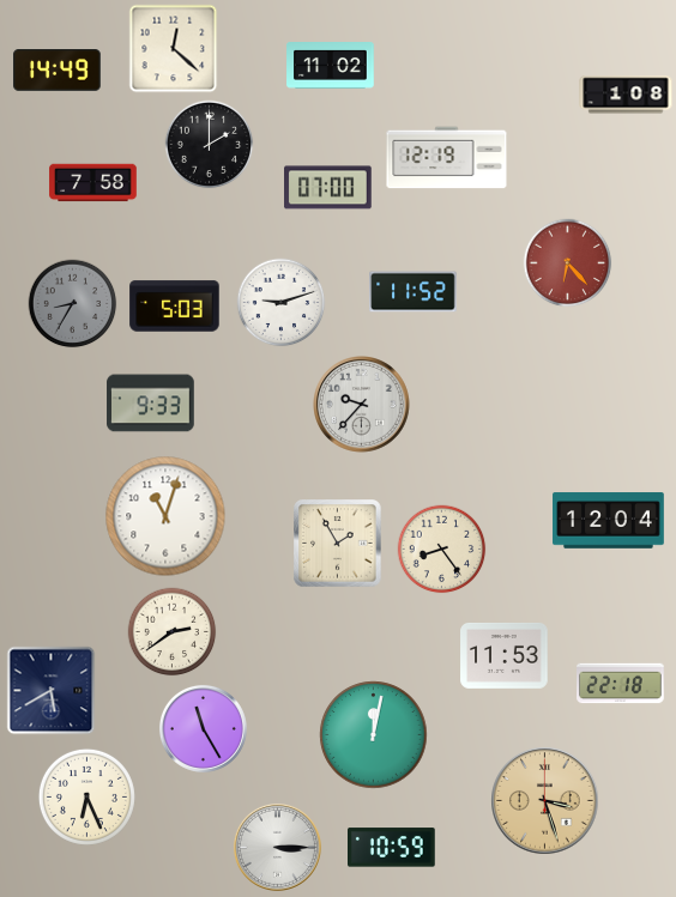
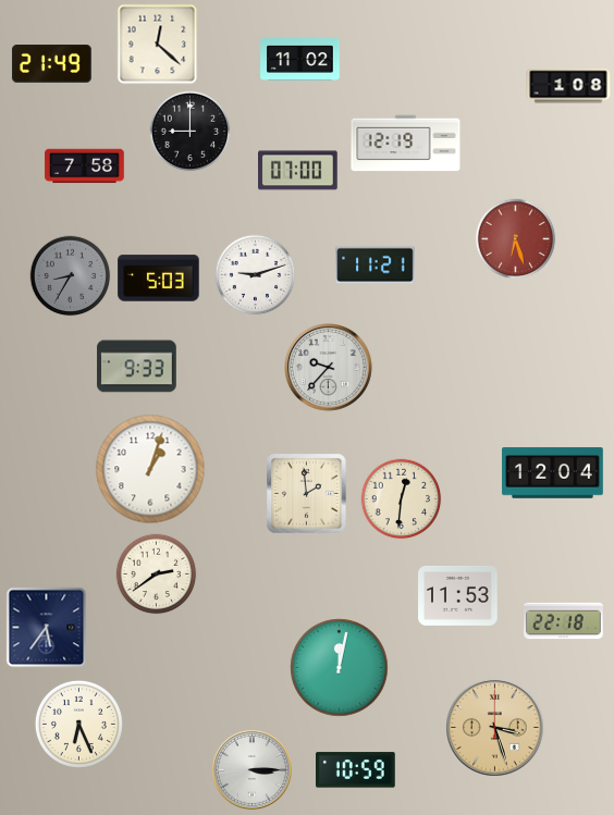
clock at (58, 71): 14:49 -> 21:49
clock at (210, 145): 2:00 -> 9:00
clock at (568, 263): 6:23 -> 6:27
clock at (414, 292): 11:52 -> 11:21
clock at (73, 304) position: (73, 304) -> (71, 276)
clock at (165, 516): 11:03 -> 1:03
clock at (338, 544): 1:55 -> 1:59
clock at (442, 550): 8:24 -> 12:31
clock at (52, 691): 5:40 -> 5:36
clock at (203, 728): 11:25 -> none
